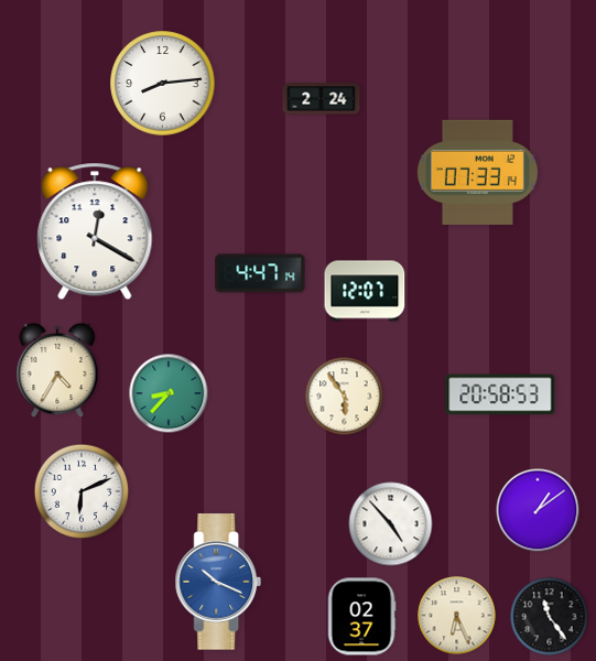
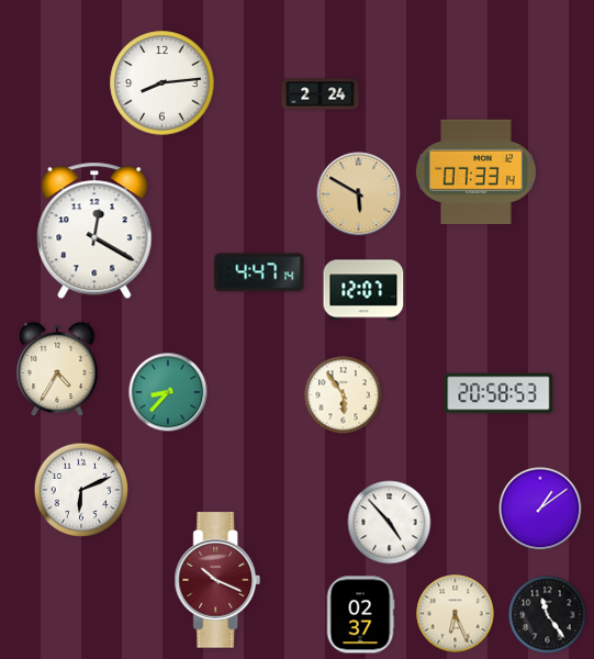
clock at (322, 99) position: (322, 99) -> (321, 94)
clock at (359, 194): none -> 5:50
clock at (538, 510) position: (538, 510) -> (540, 509)
clock at (218, 582) dial: blue -> burgundy
